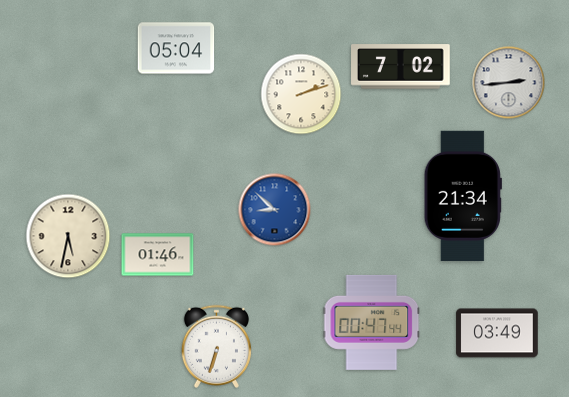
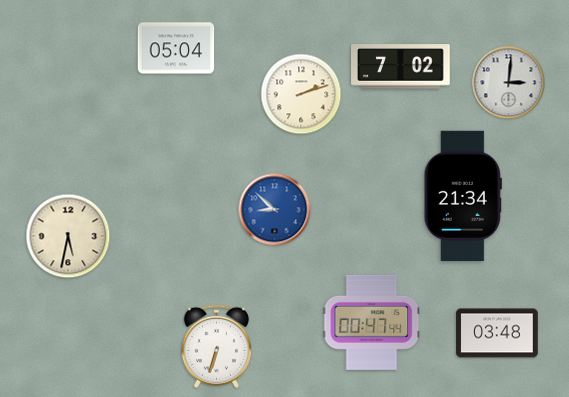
clock at (509, 83): 2:44 -> 3:01
clock at (158, 255): 01:46 -> none
clock at (497, 333): 03:49 -> 03:48
